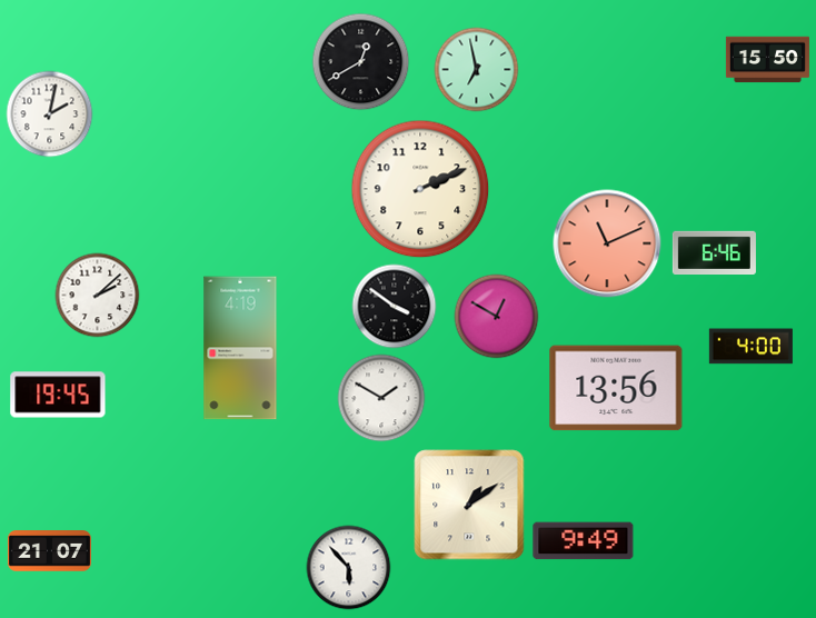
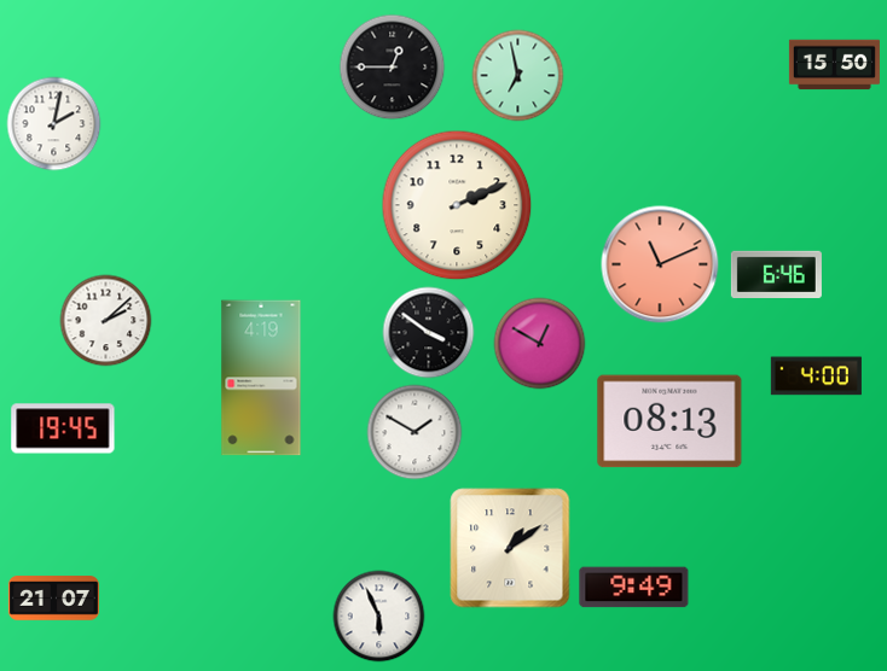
clock at (361, 62): 12:40 -> 12:45
clock at (616, 388): 13:56 -> 08:13
clock at (349, 568): 5:53 -> 5:56
